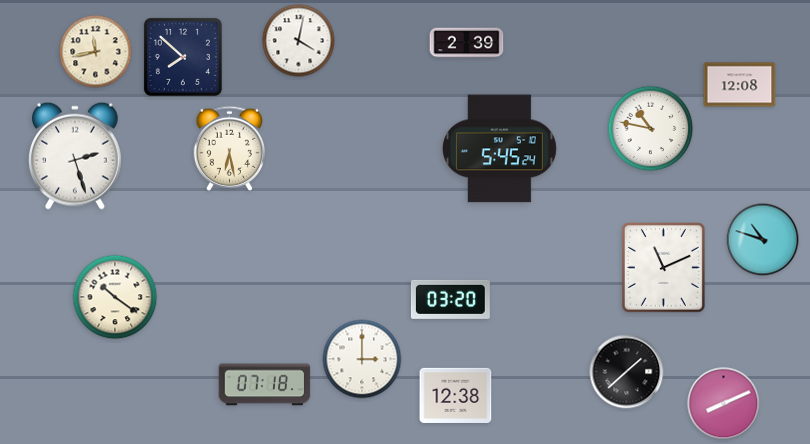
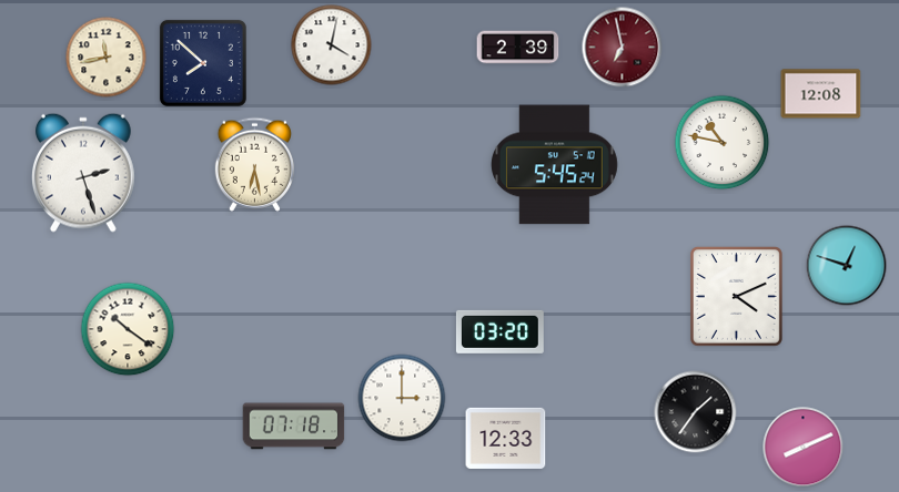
clock at (623, 48): none -> 6:58
clock at (763, 240): 10:48 -> 12:48
clock at (663, 267): 11:11 -> 4:11
clock at (627, 372): 1:38 -> 1:36
clock at (456, 395): 12:38 -> 12:33
